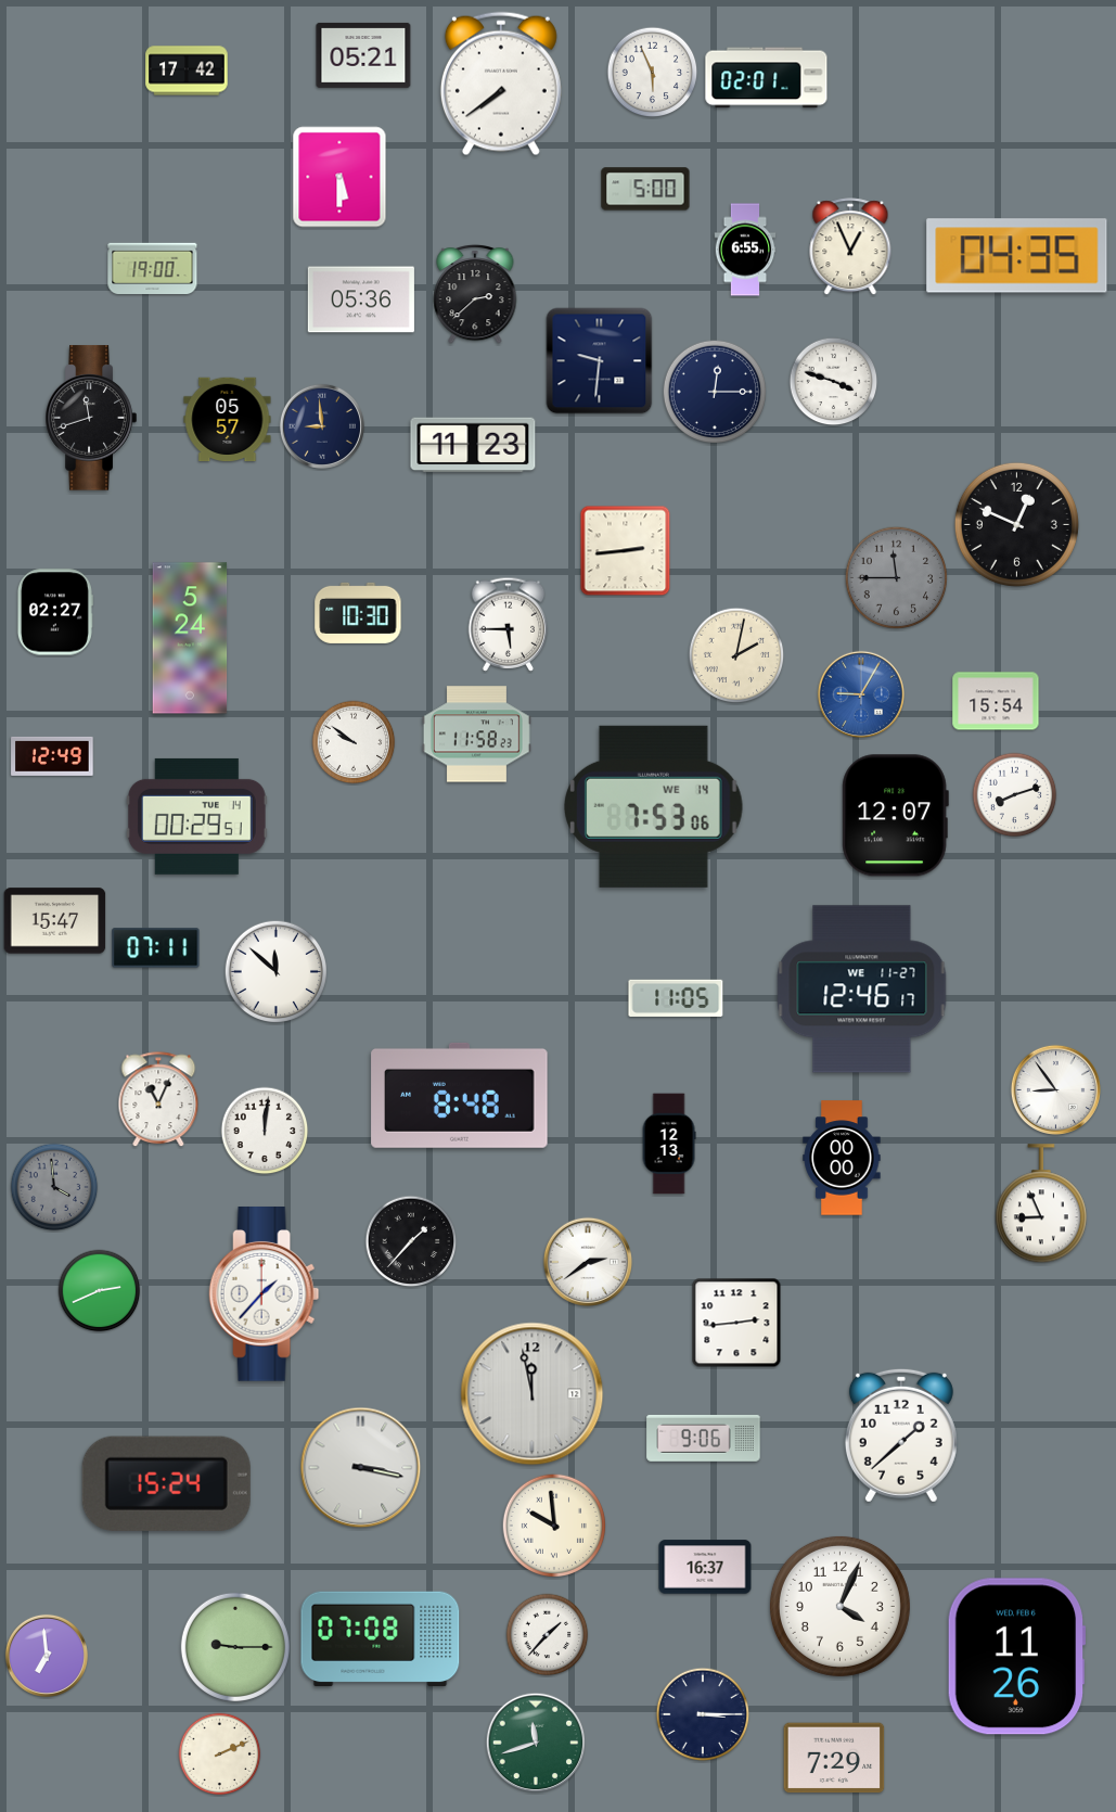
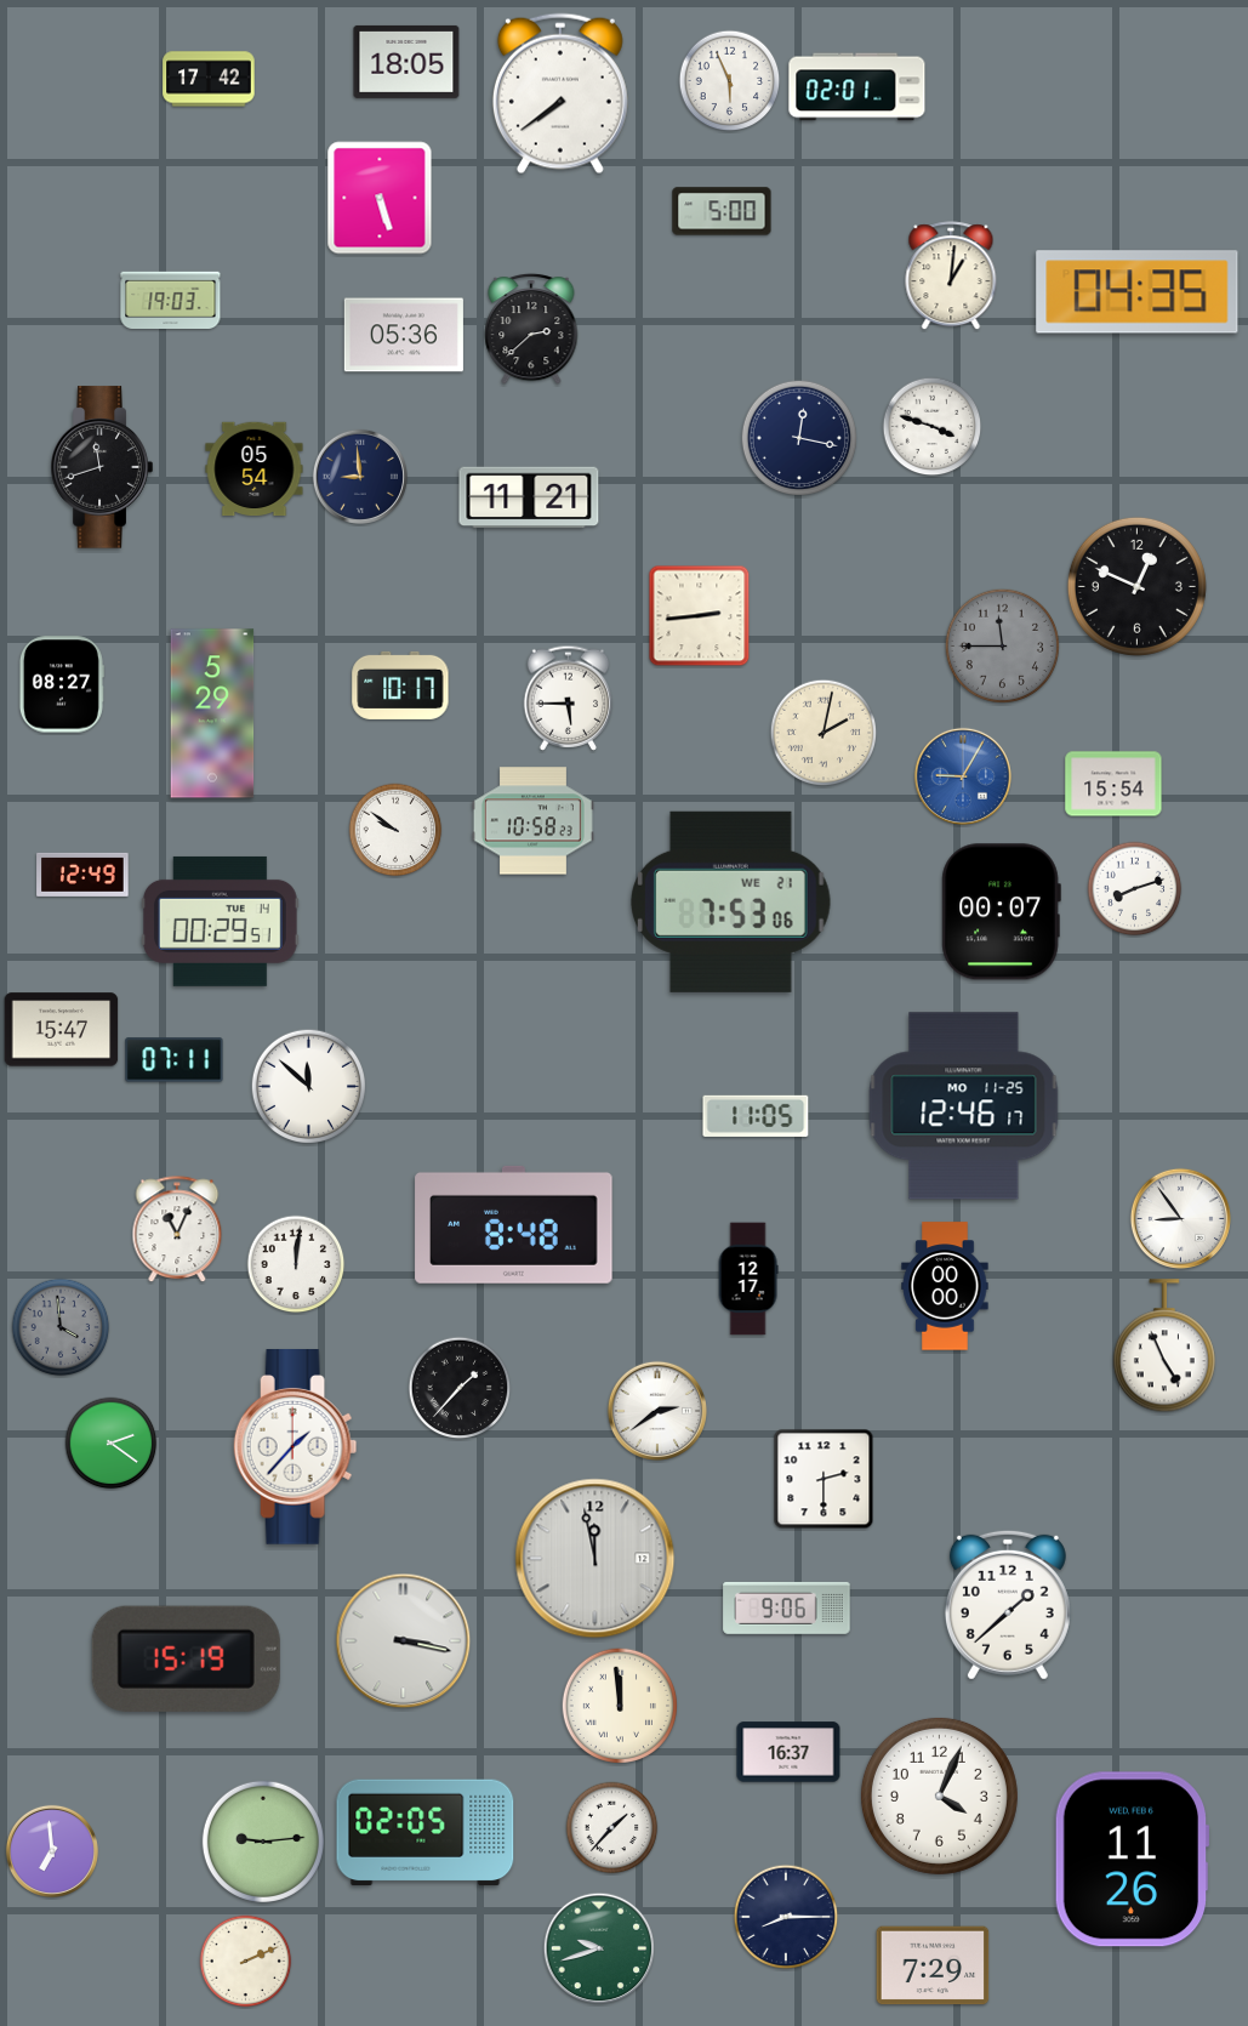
clock at (363, 55): 05:21 -> 18:05
clock at (339, 177): 5:30 -> 5:27
clock at (850, 247): 12:56 -> 1:01
clock at (745, 250): 6:55 -> none
clock at (1017, 256) position: (1017, 256) -> (1138, 292)
clock at (153, 269): 19:00 -> 19:03
clock at (600, 361): 9:31 -> none
clock at (714, 391): 12:15 -> 12:17
clock at (228, 420): 05:57 -> 05:54
clock at (473, 445): 11:23 -> 11:21
clock at (54, 612): 02:27 -> 08:27
clock at (358, 613): 10:30 -> 10:17
clock at (190, 638): 5:24 -> 5:29
clock at (476, 735): 11:58 -> 10:58
clock at (52, 756) position: (52, 756) -> (82, 875)
clock at (654, 806) date: WE 14 -> WE 21
clock at (196, 816) position: (196, 816) -> (220, 921)
clock at (895, 816): 12:07 -> 00:07
clock at (862, 990) date: WE 11-27 -> MO 11-25
clock at (669, 1144): 12:13 -> 12:17
clock at (842, 1158) position: (842, 1158) -> (945, 1286)
clock at (1041, 1204): 8:56 -> 4:56
clock at (100, 1291): 2:41 -> 2:21
clock at (736, 1323): 2:44 -> 2:30
clock at (166, 1483): 15:24 -> 15:19
clock at (553, 1524): 9:59 -> 11:59
clock at (381, 1639): 07:08 -> 02:05
clock at (235, 1647): 9:15 -> 9:14
clock at (1016, 1657) position: (1016, 1657) -> (1132, 1860)
clock at (703, 1714): 3:15 -> 8:15
clock at (536, 1743): 11:42 -> 9:42
